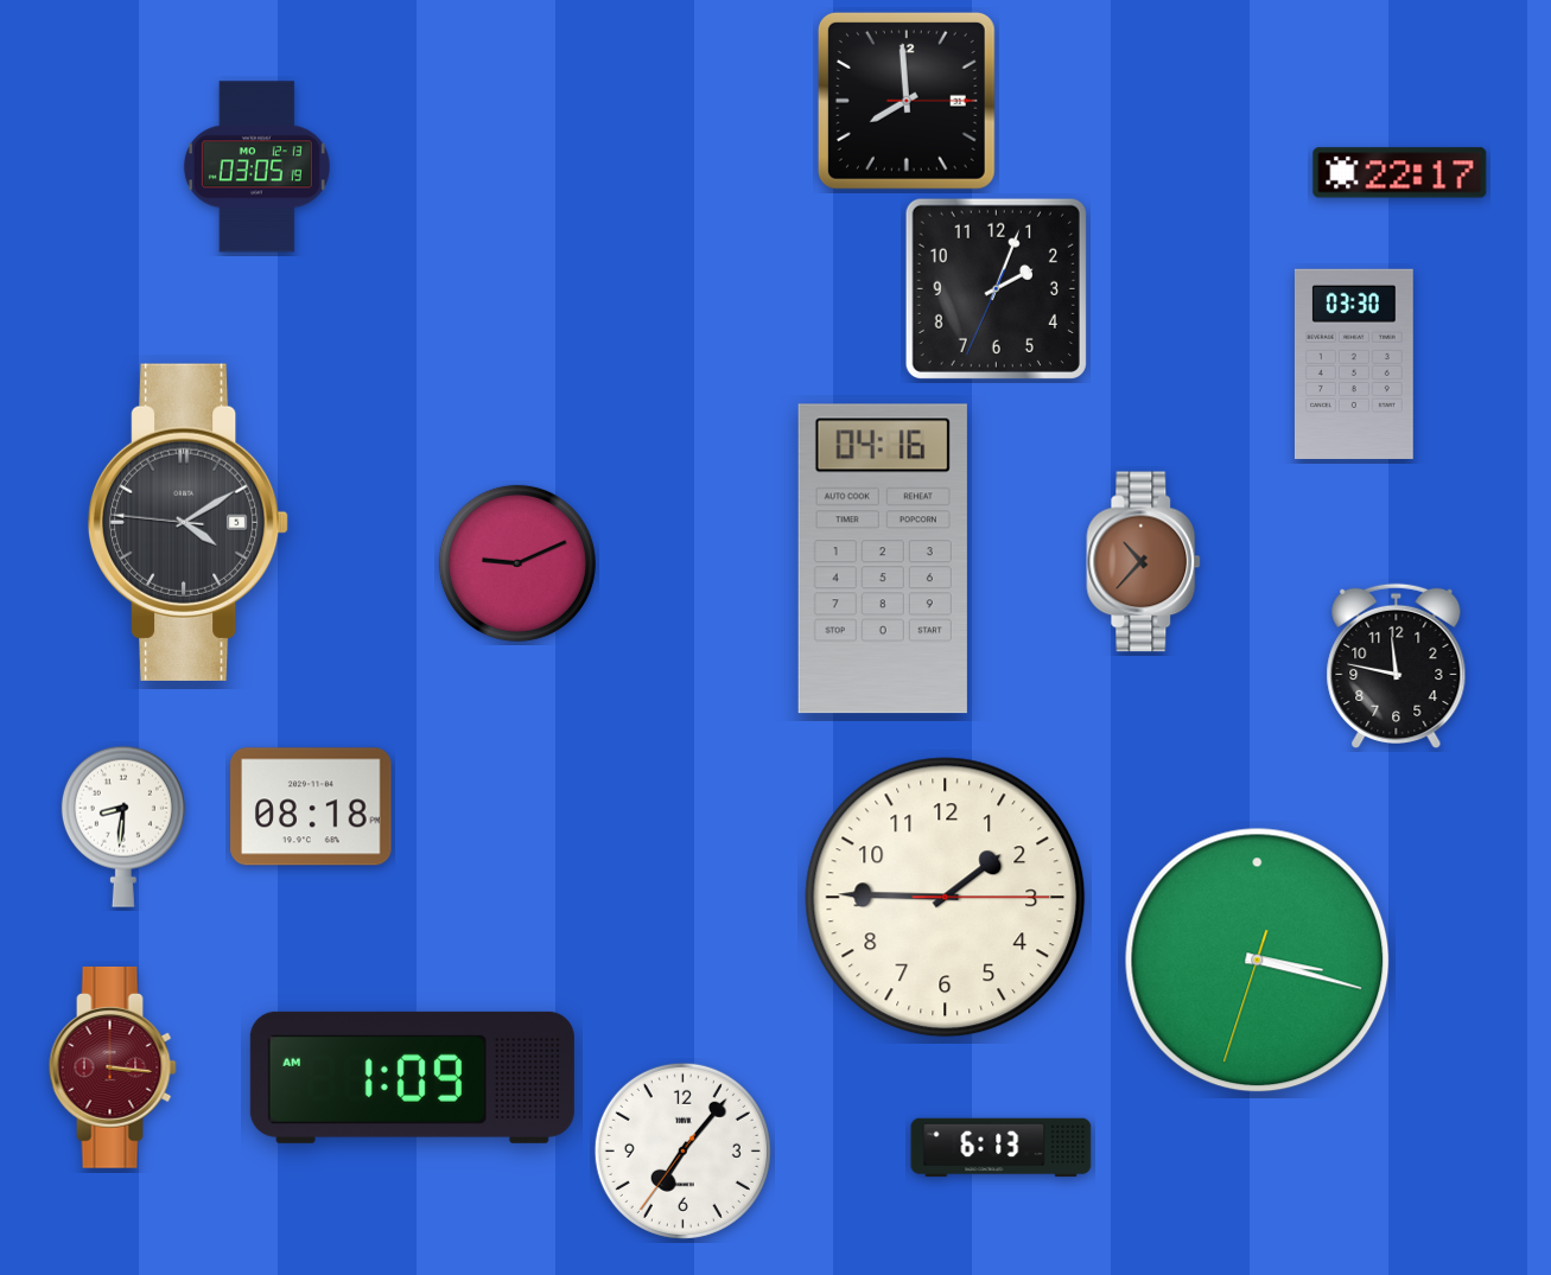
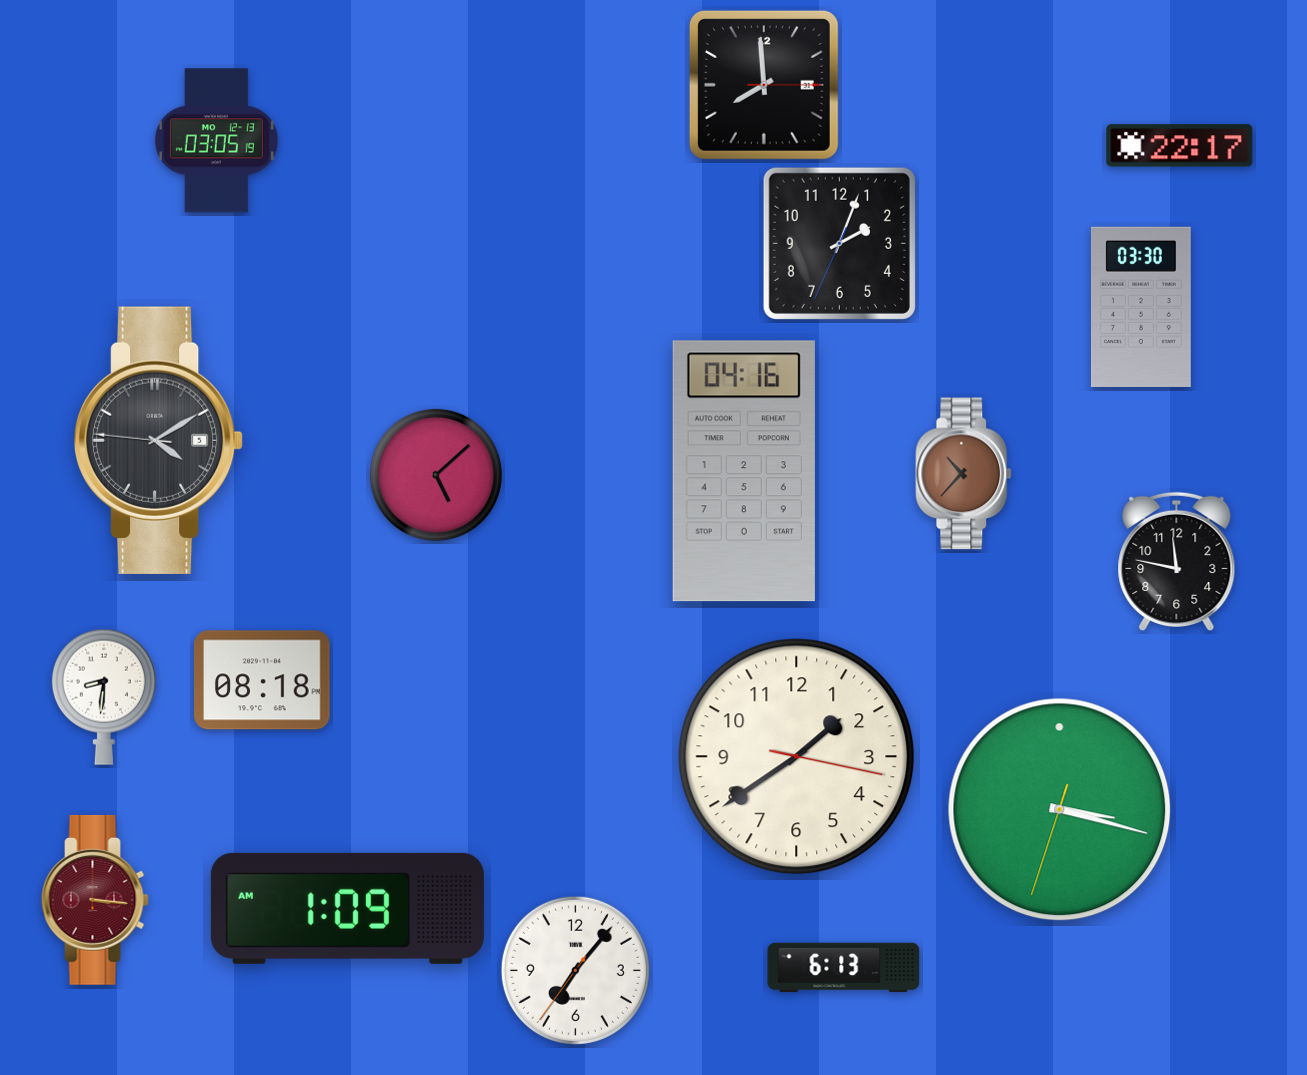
clock at (517, 563): 9:11 -> 5:08
clock at (946, 898): 1:45 -> 1:39
